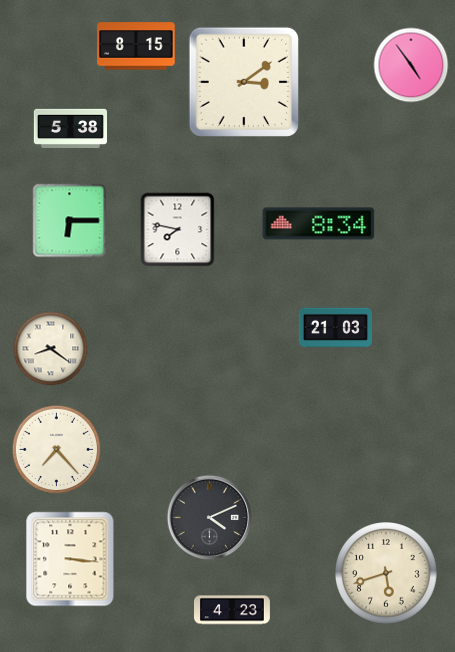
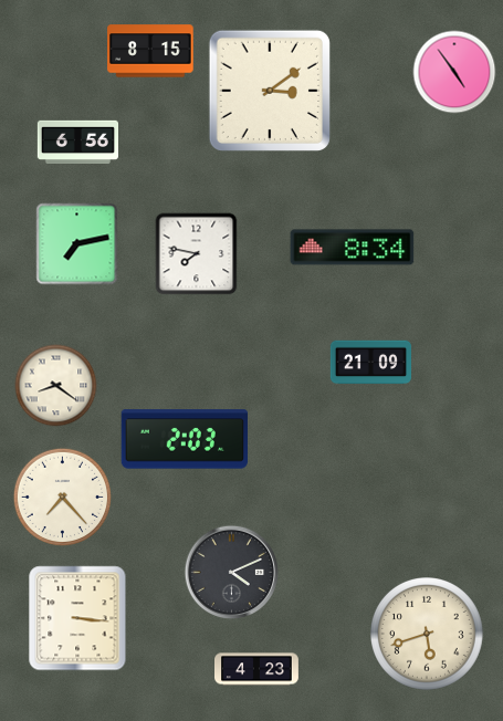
clock at (70, 128): 5:38 -> 6:56
clock at (70, 221): 6:15 -> 7:13
clock at (335, 328): 21:03 -> 21:09
clock at (184, 439): none -> 2:03
clock at (233, 610) position: (233, 610) -> (258, 669)
